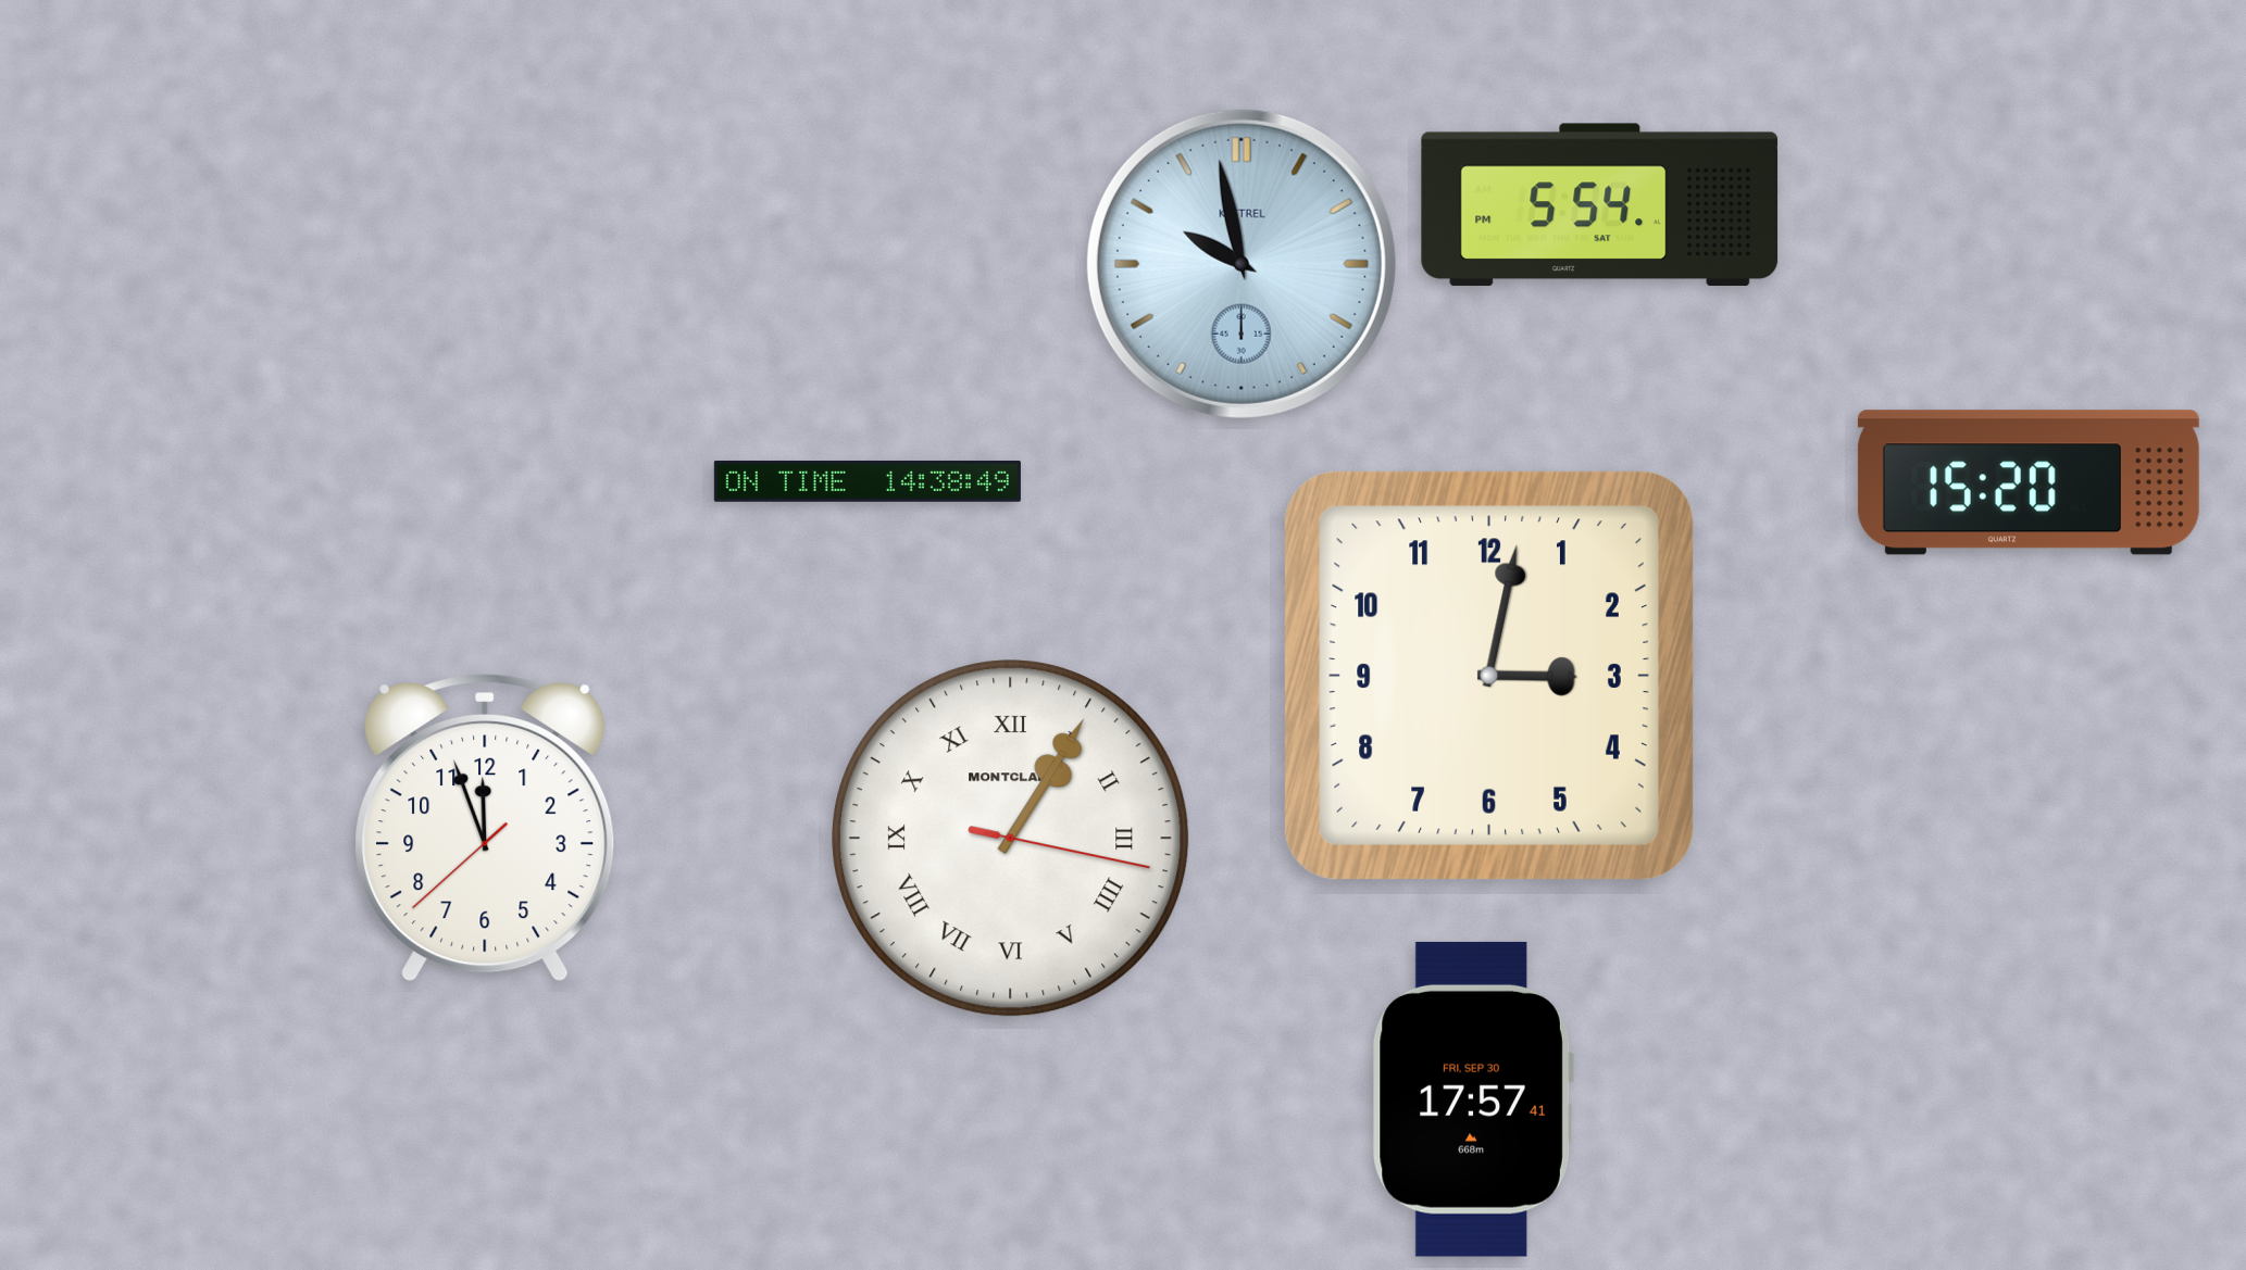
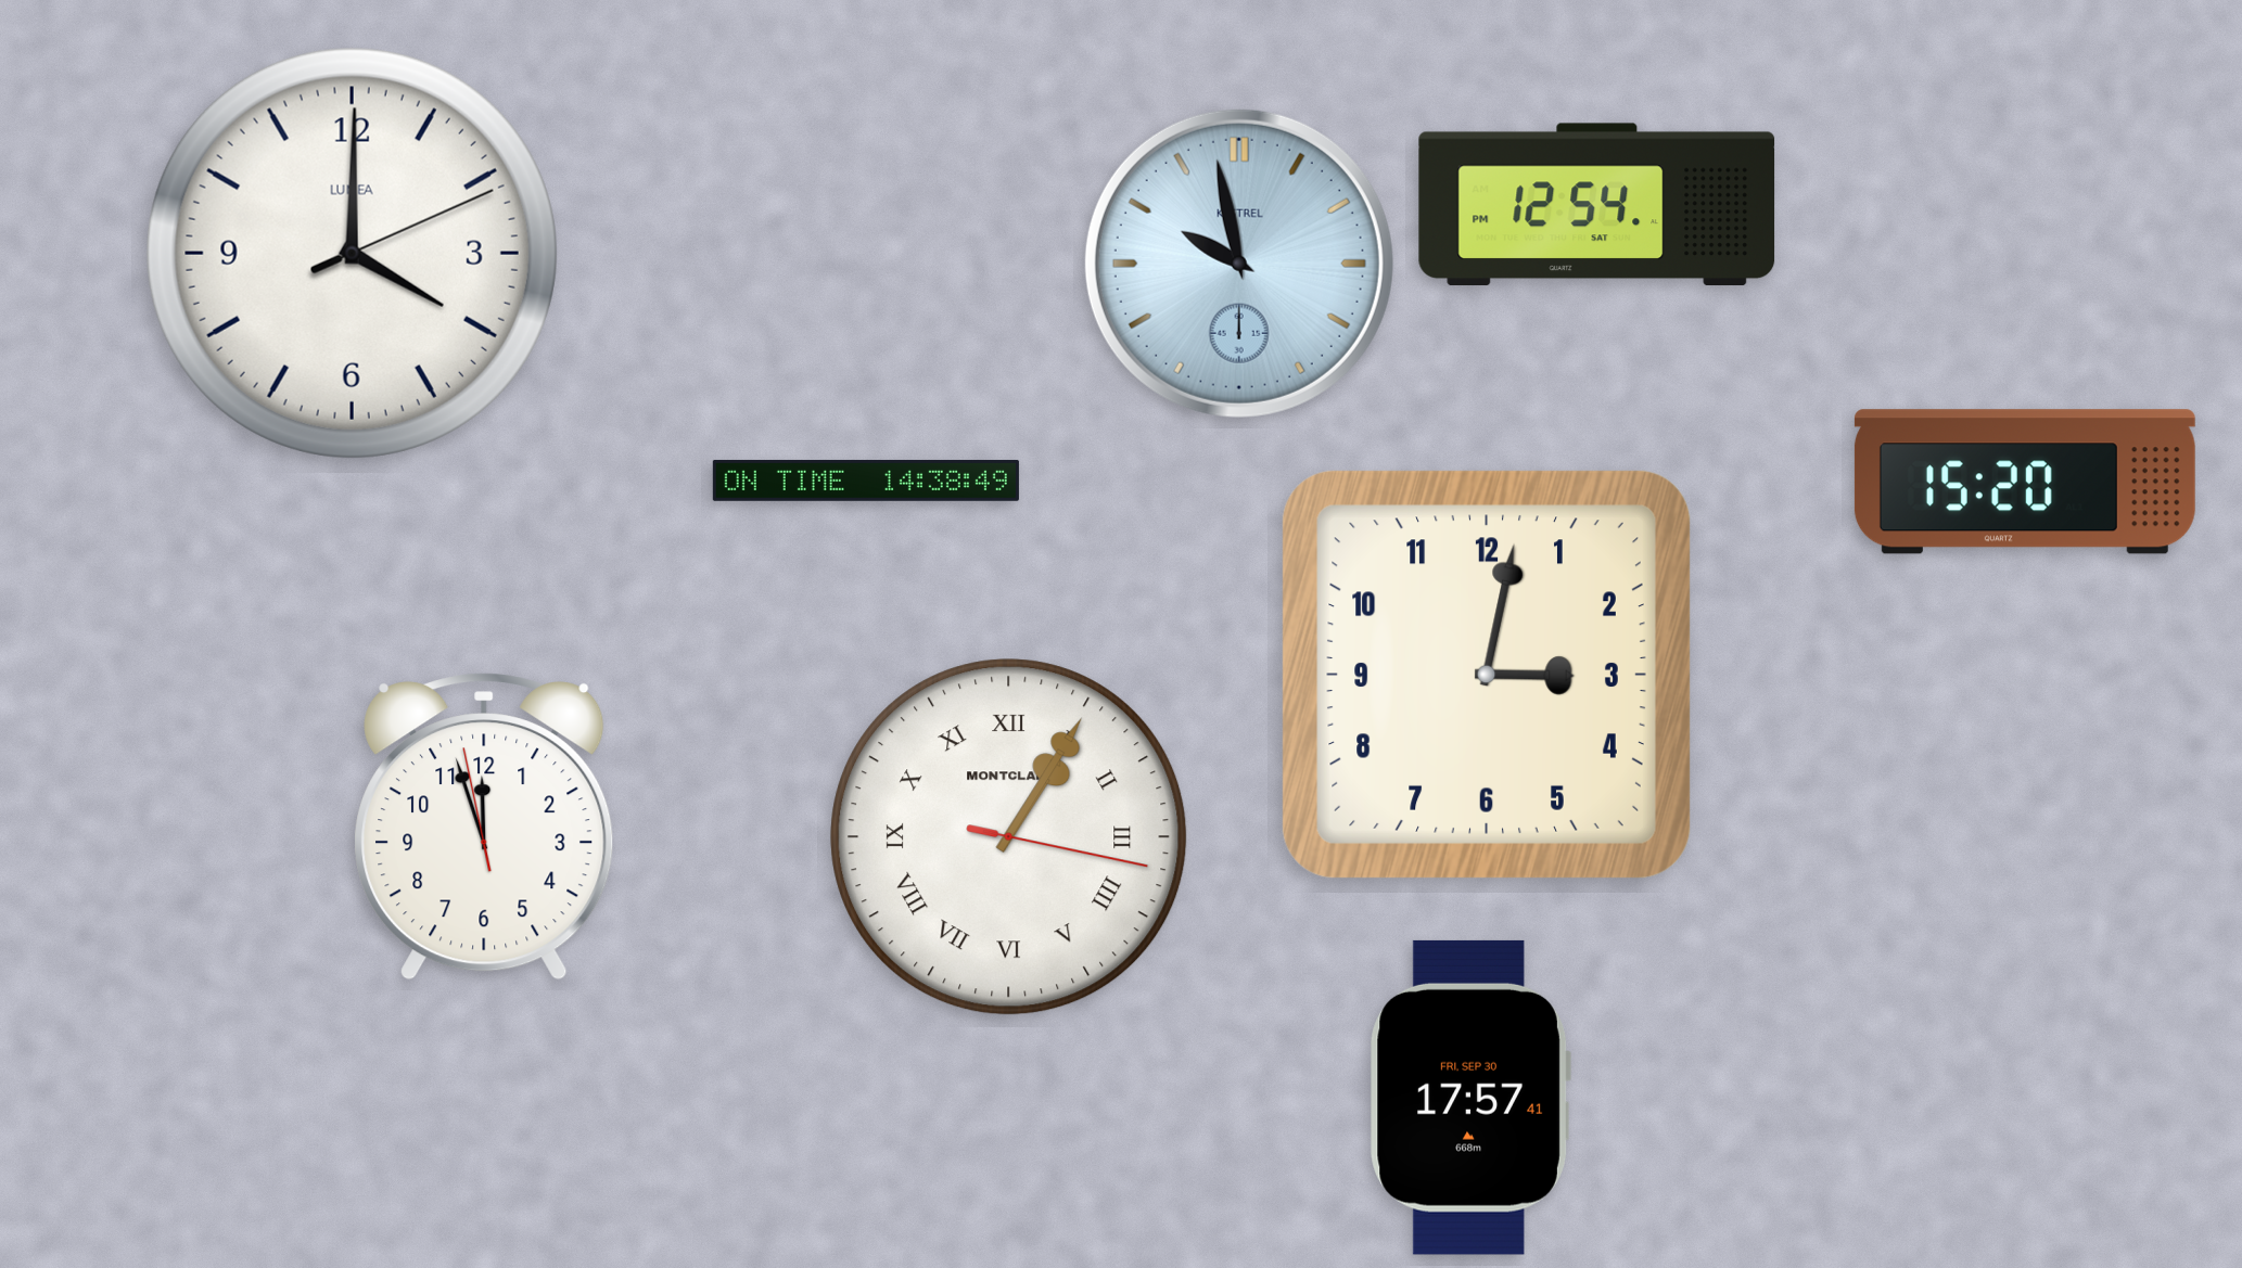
clock at (1600, 205): 5:54 -> 12:54
clock at (352, 253): none -> 4:00
clock at (485, 828): 11:56:38 -> 11:56:58
